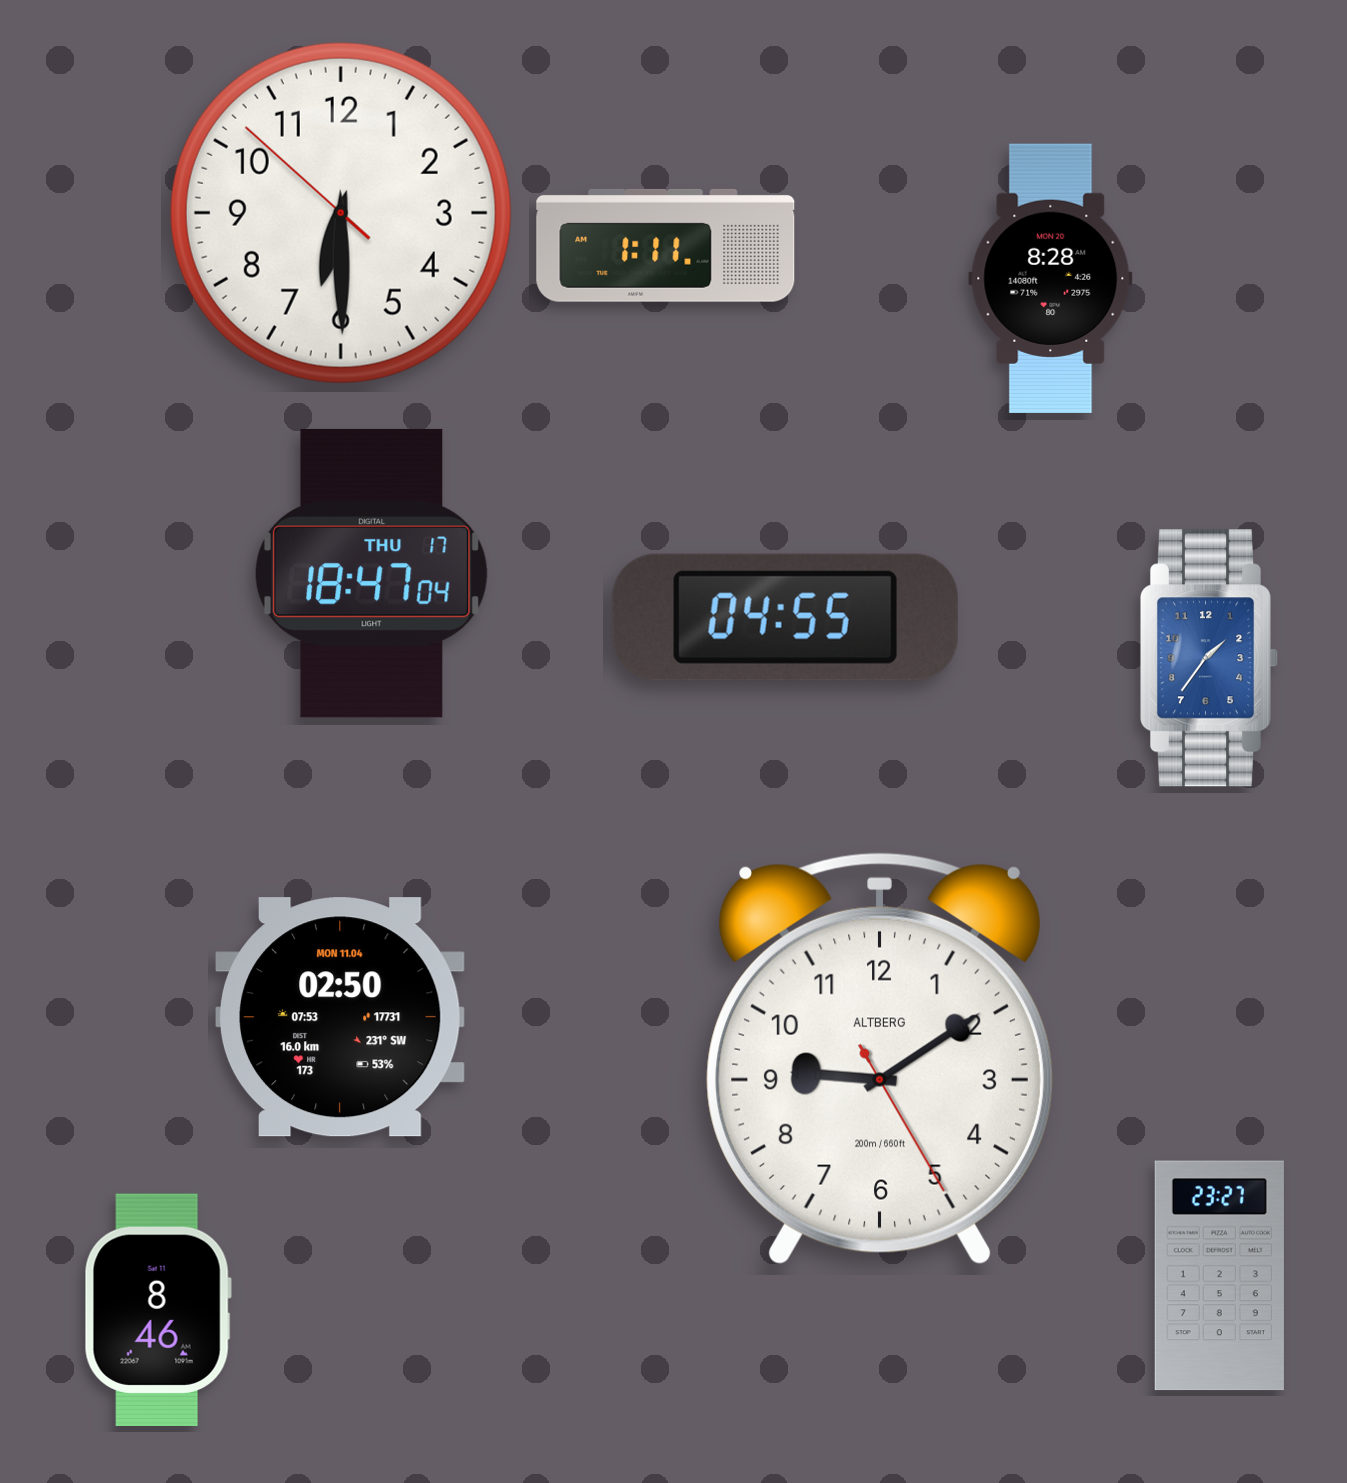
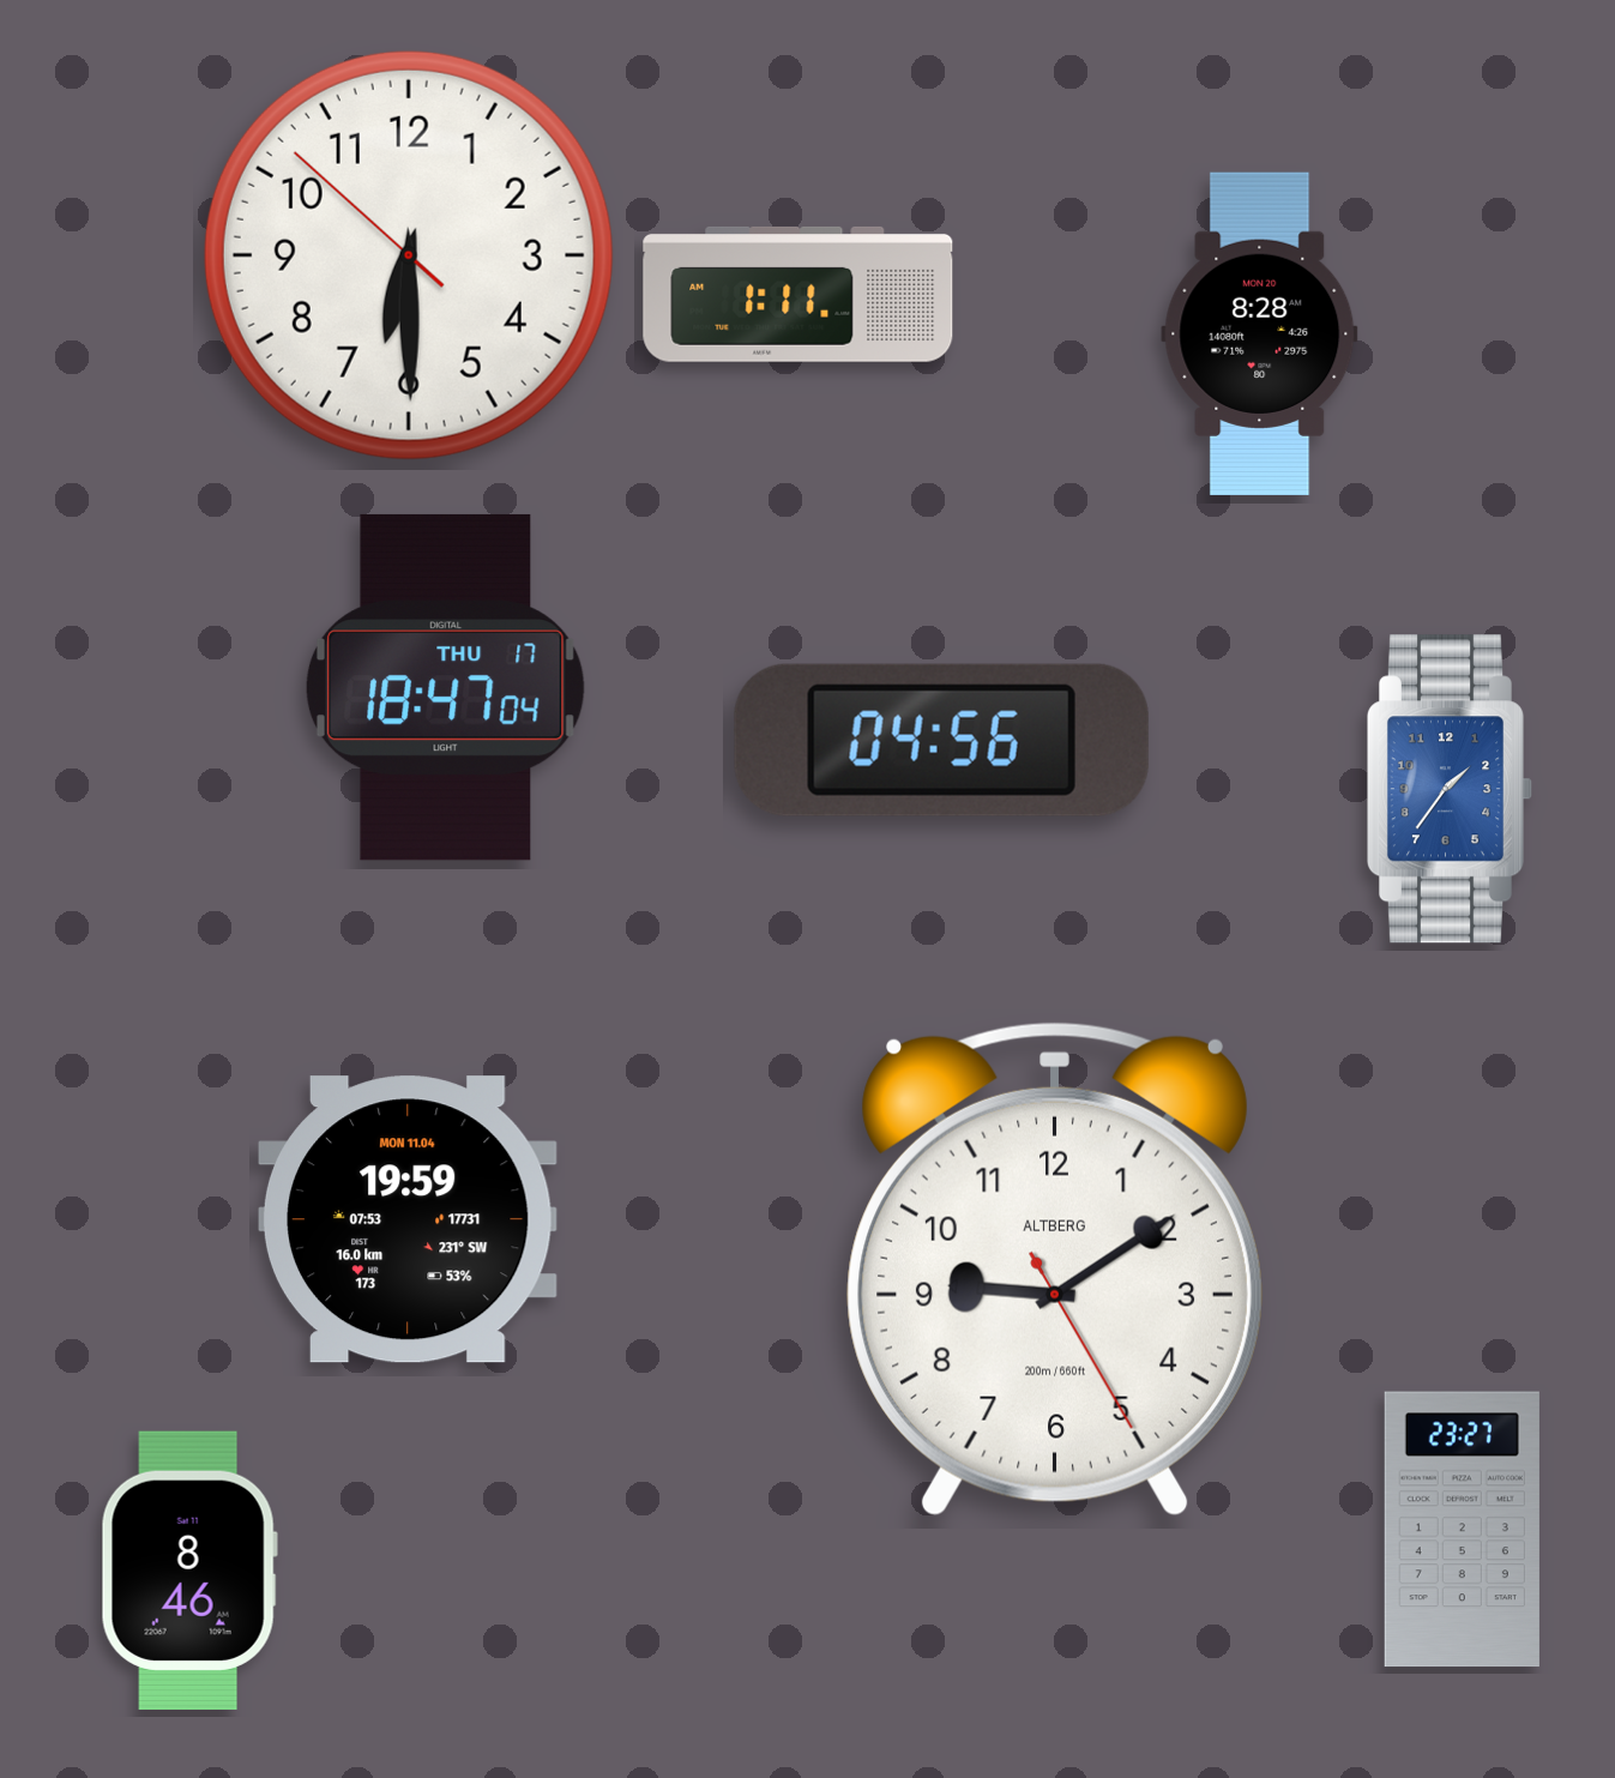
clock at (785, 617): 04:55 -> 04:56
clock at (340, 1017): 02:50 -> 19:59
